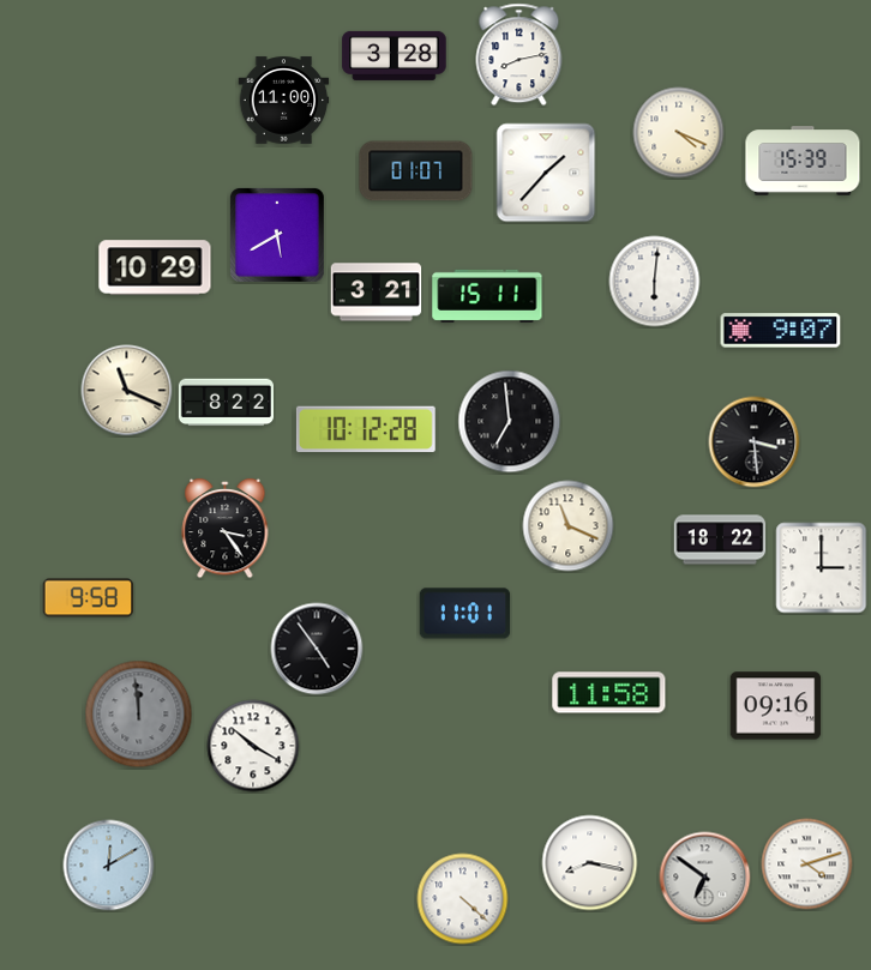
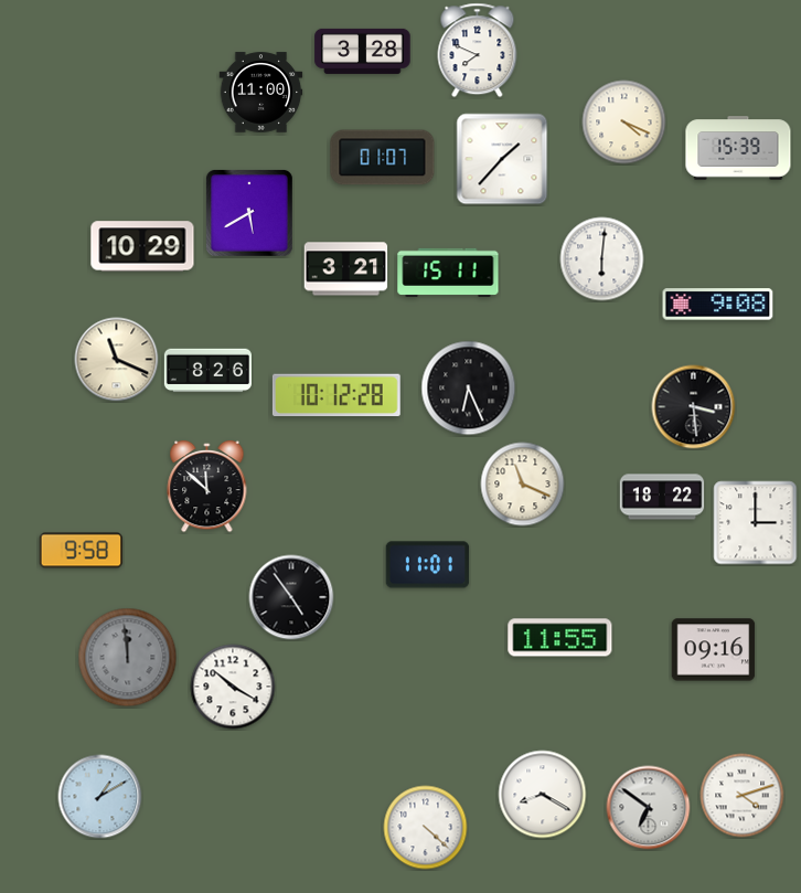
clock at (519, 55): 8:13 -> 7:49
clock at (277, 235) position: (277, 235) -> (249, 213)
clock at (781, 331): 9:07 -> 9:08
clock at (226, 403): 8:22 -> 8:26
clock at (510, 422): 6:59 -> 6:26
clock at (226, 529): 3:24 -> 11:52
clock at (609, 693): 11:58 -> 11:55
clock at (590, 863): 8:17 -> 8:20
clock at (109, 866): 12:10 -> 1:10
